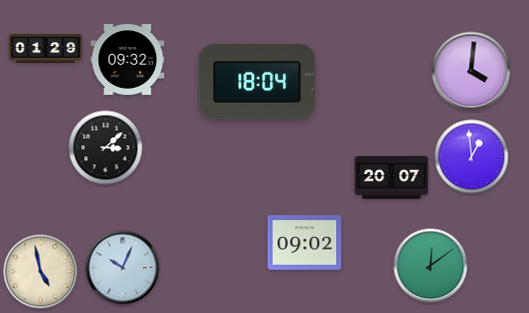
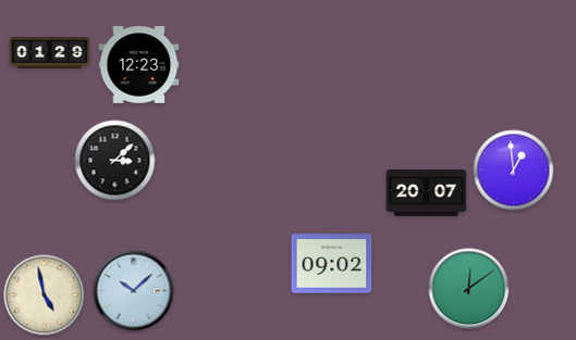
clock at (128, 60): 09:32 -> 12:23
clock at (471, 71): 4:01 -> none
clock at (257, 82): 18:04 -> none
clock at (123, 268): 10:04 -> 10:08
